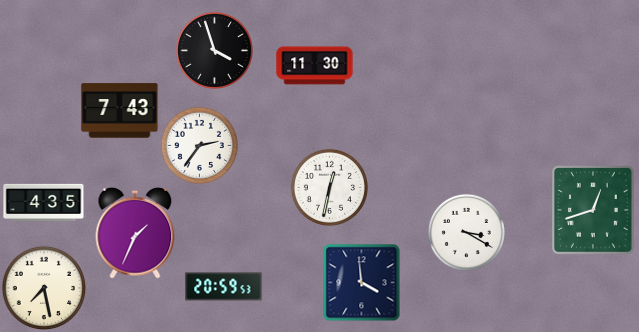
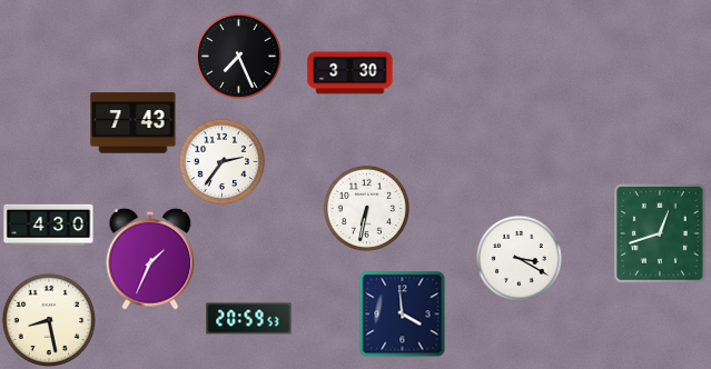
clock at (214, 50): 3:57 -> 7:26
clock at (315, 66): 11:30 -> 3:30
clock at (329, 187): 12:32 -> 6:32
clock at (44, 202): 4:35 -> 4:30
clock at (43, 287): 7:28 -> 8:28
